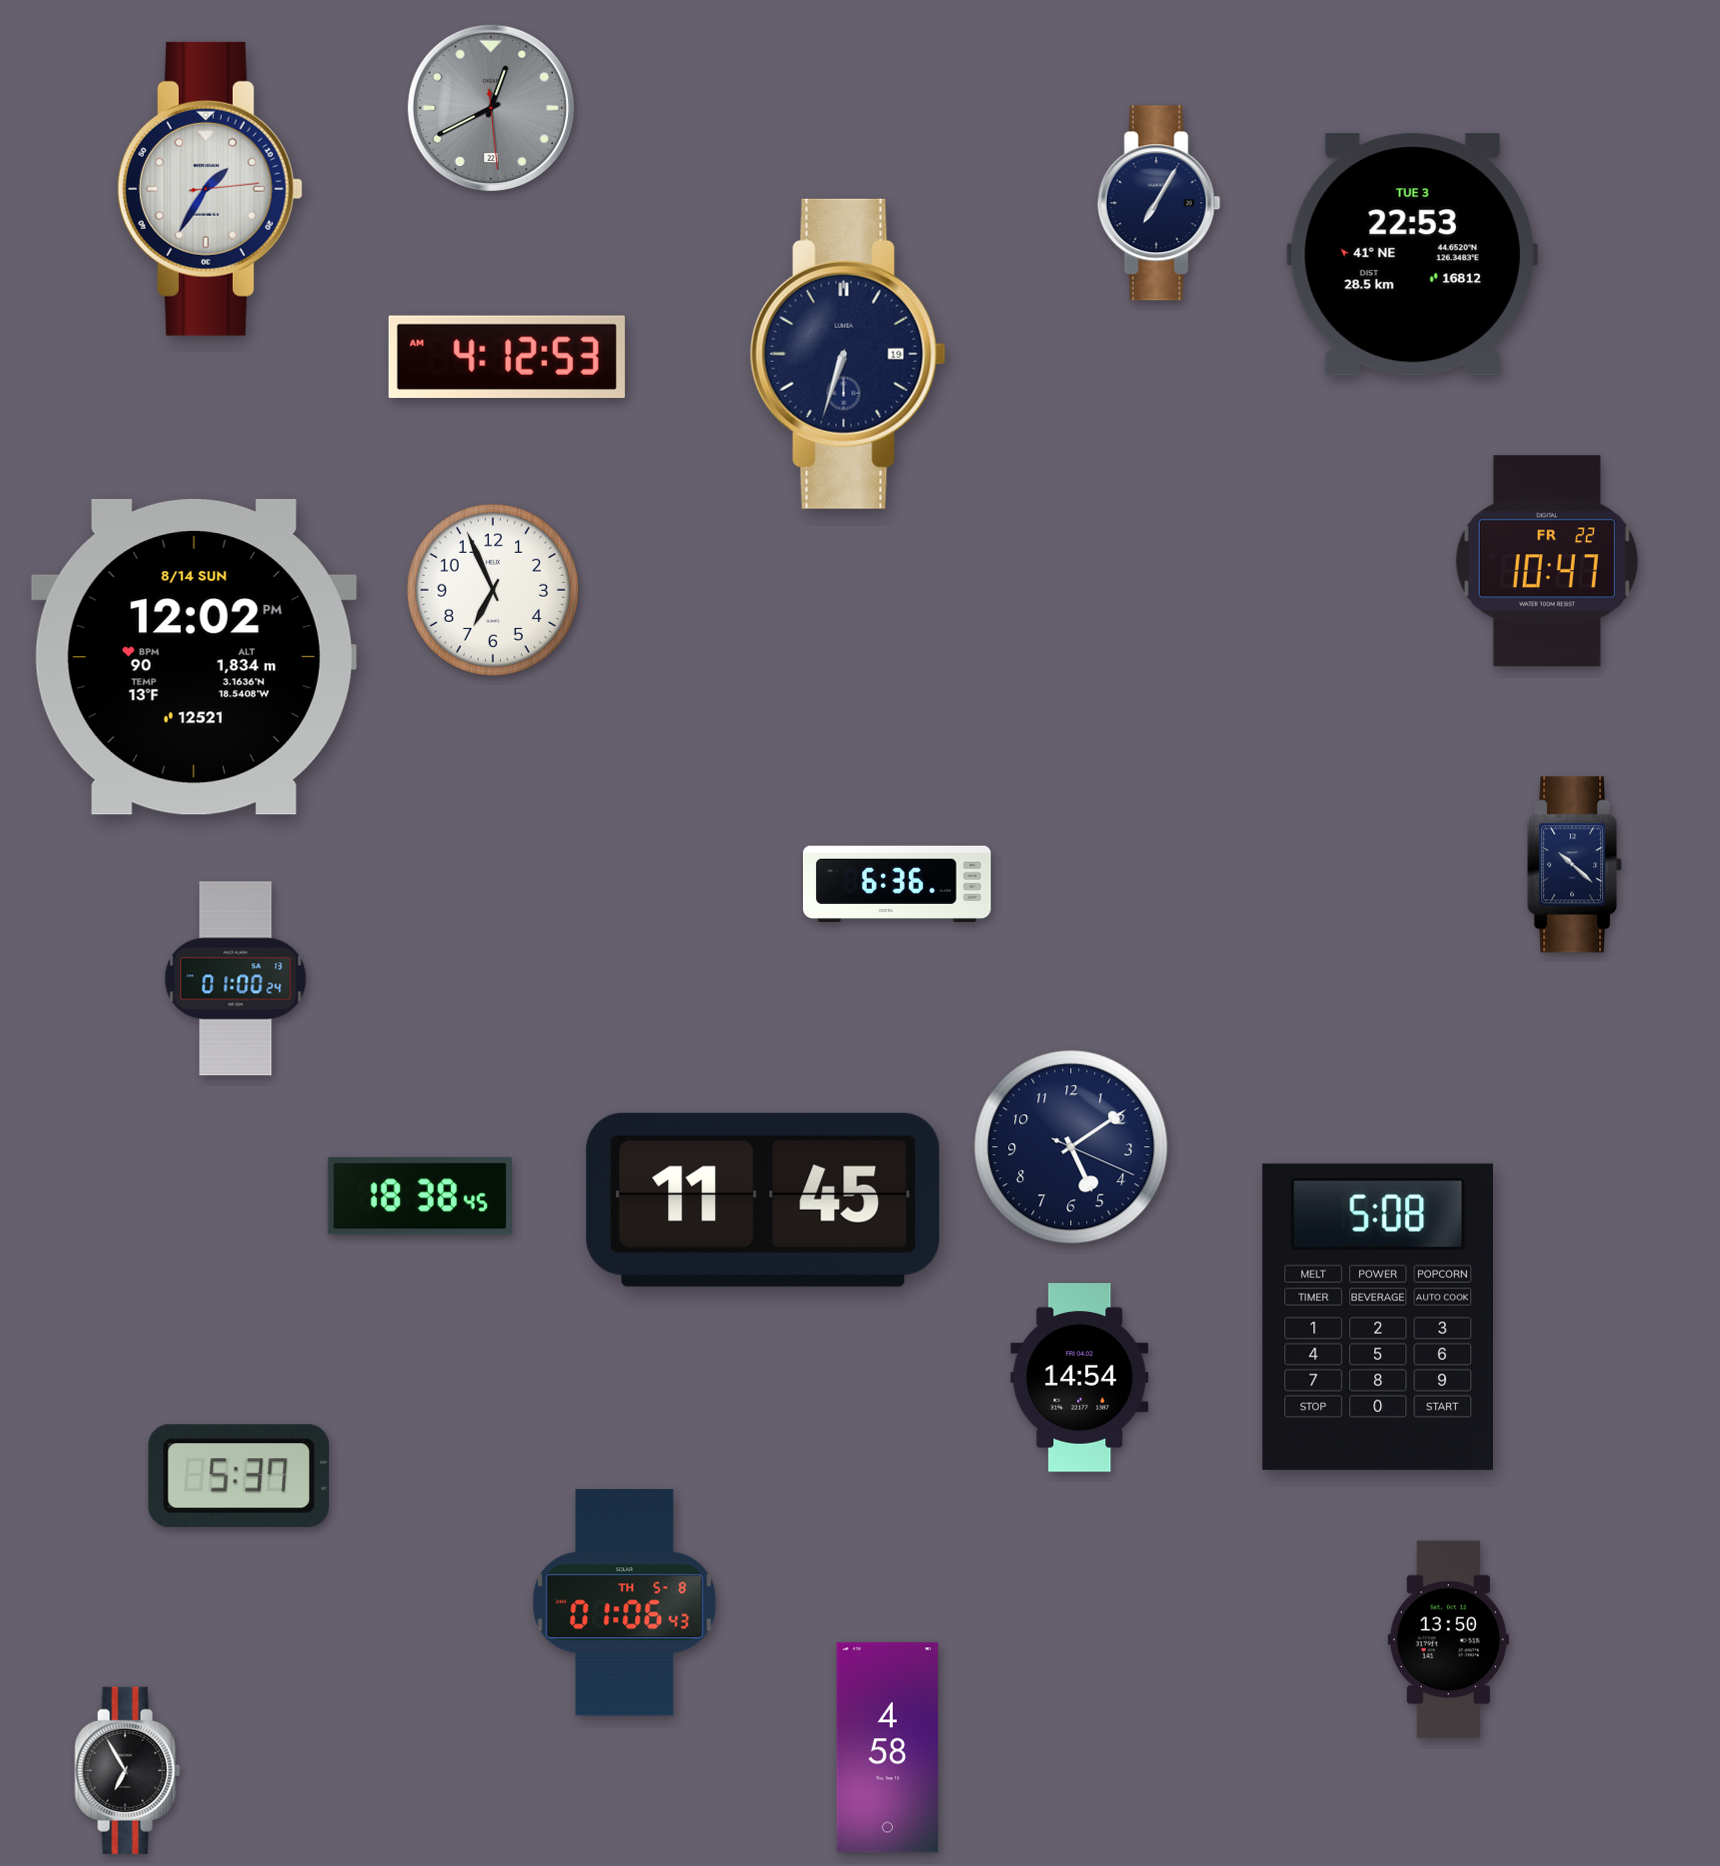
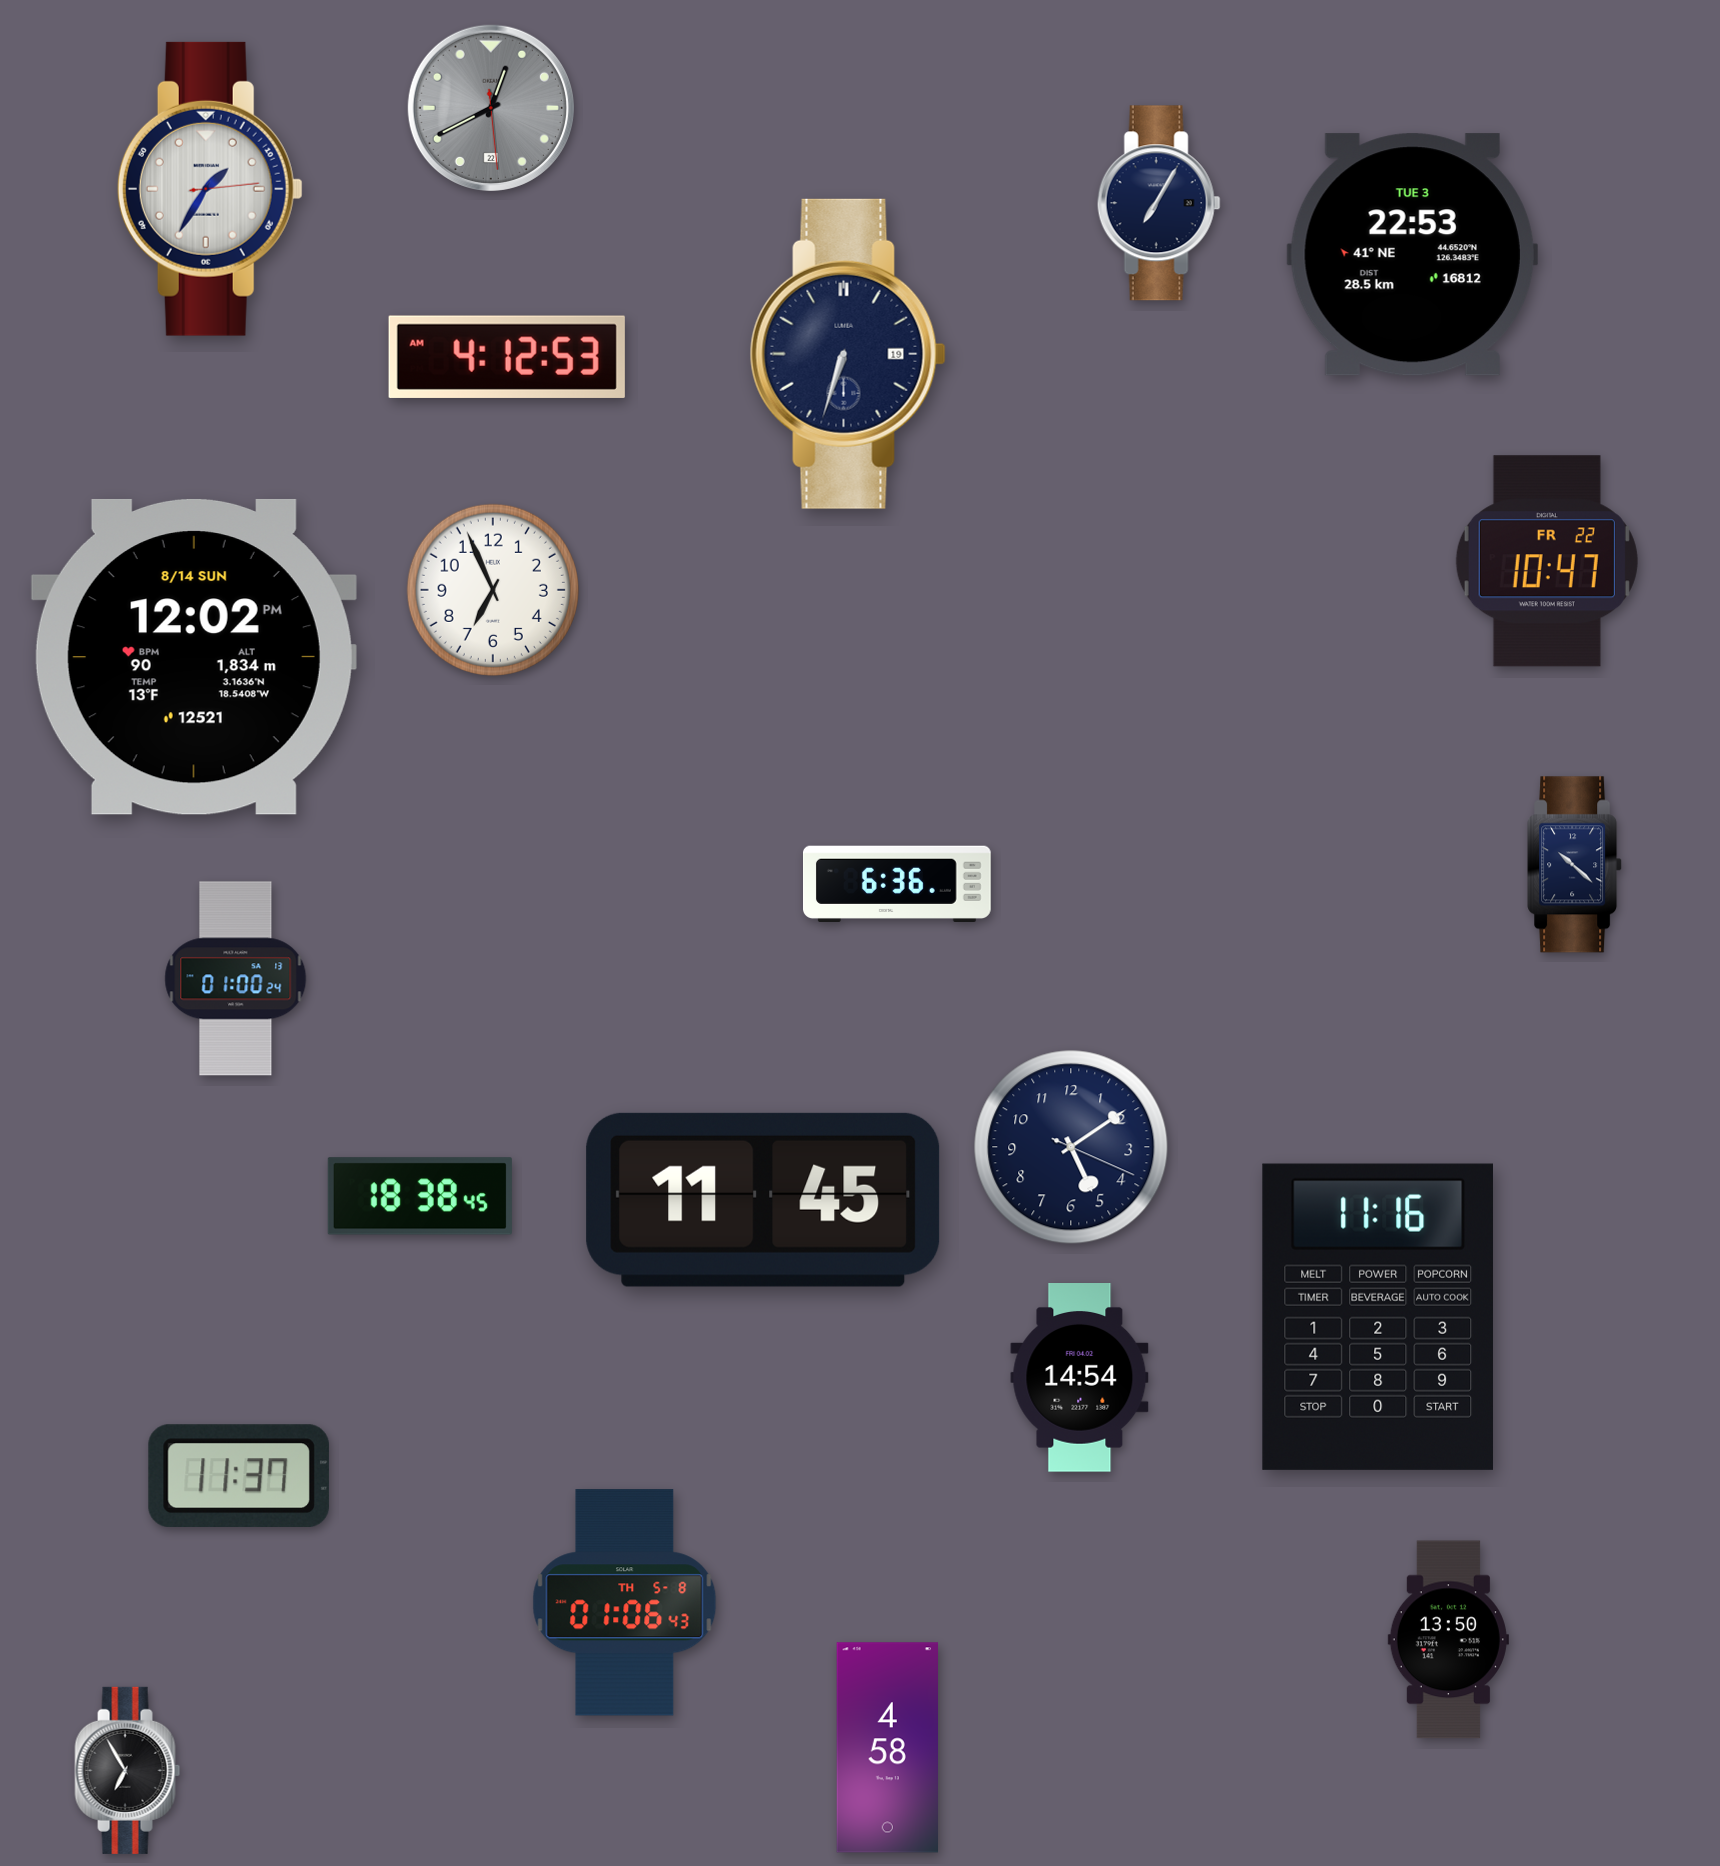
clock at (1377, 1317): 5:08 -> 11:16
clock at (239, 1475): 5:37 -> 11:37
